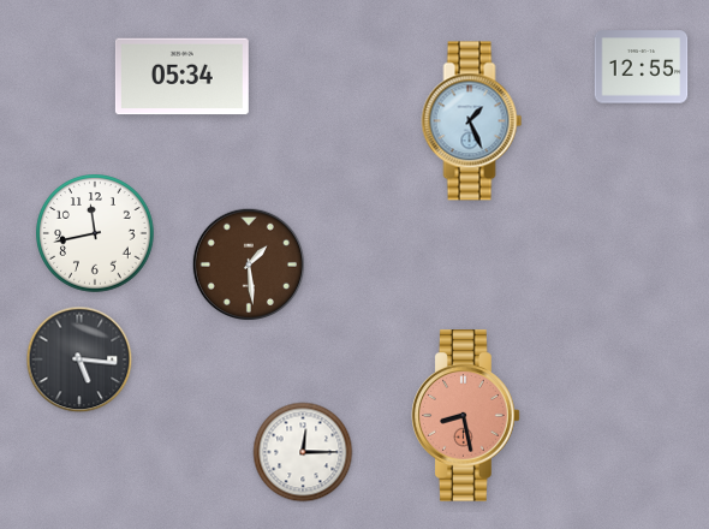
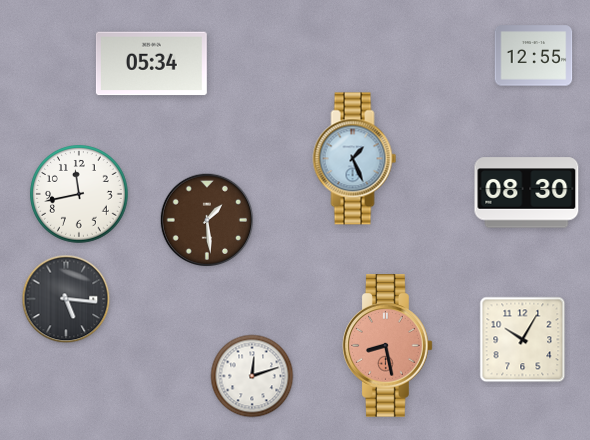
clock at (472, 121) position: (472, 121) -> (355, 159)
clock at (527, 193): none -> 08:30
clock at (523, 340): none -> 10:05
clock at (303, 452): 12:15 -> 12:12
